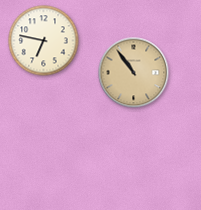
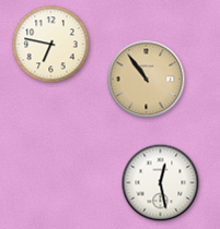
clock at (44, 41) position: (44, 41) -> (51, 45)
clock at (161, 183): none -> 12:28
